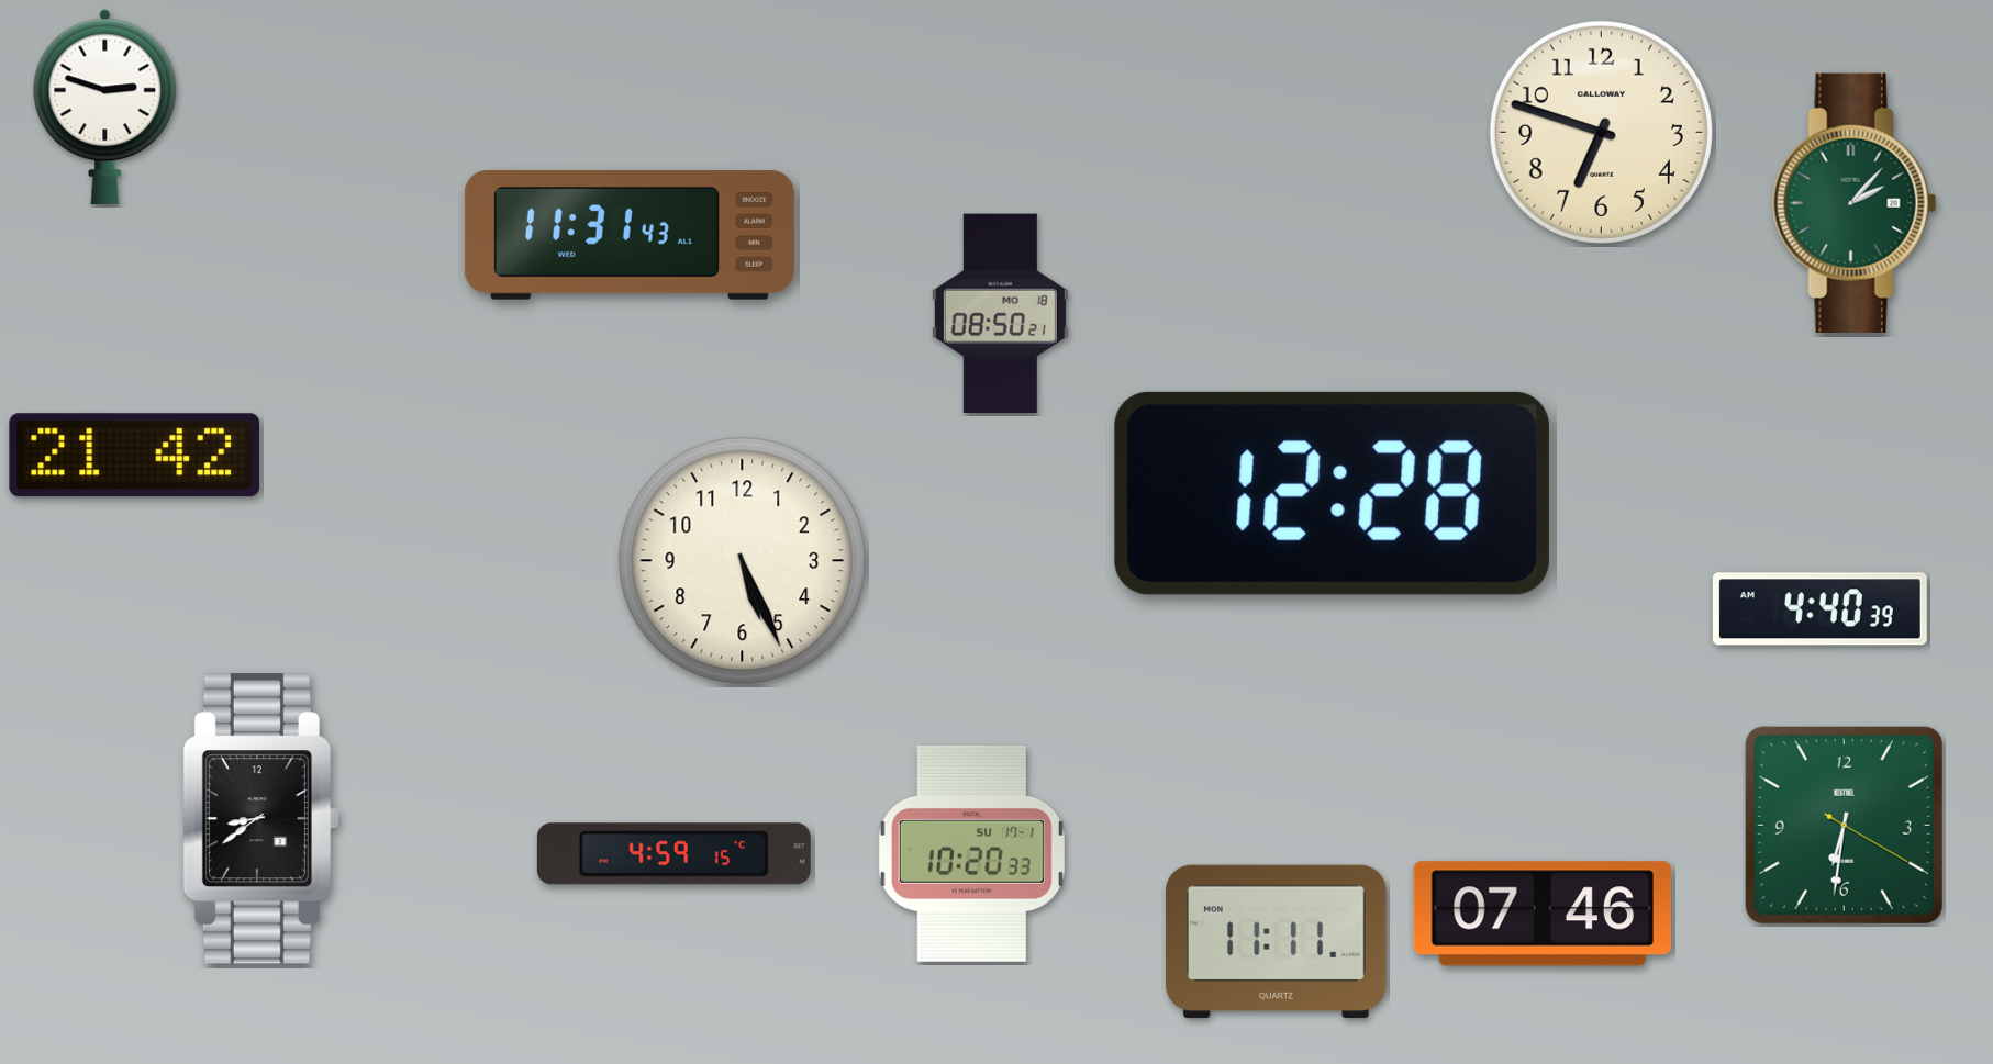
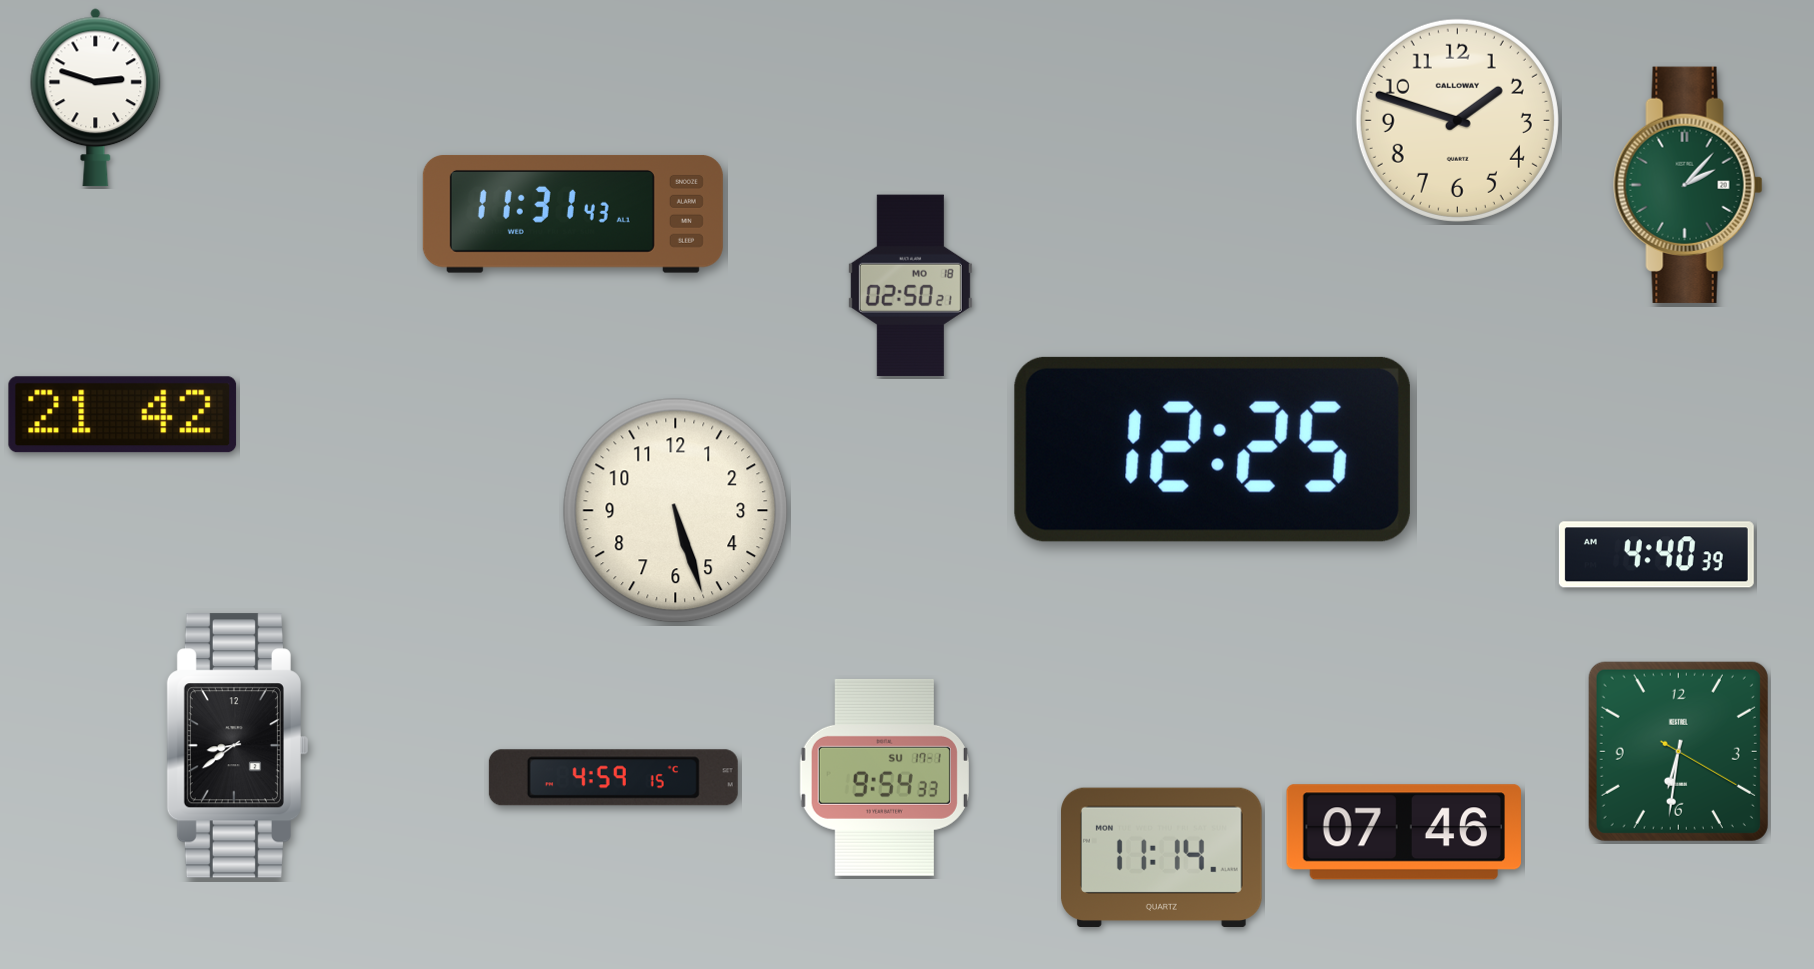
clock at (1601, 132): 6:48 -> 1:48
clock at (1000, 313): 08:50 -> 02:50
clock at (1332, 493): 12:28 -> 12:25
clock at (743, 561): 5:26 -> 5:27
clock at (971, 853): 10:20 -> 9:54
clock at (1277, 942): 11:11 -> 11:14
